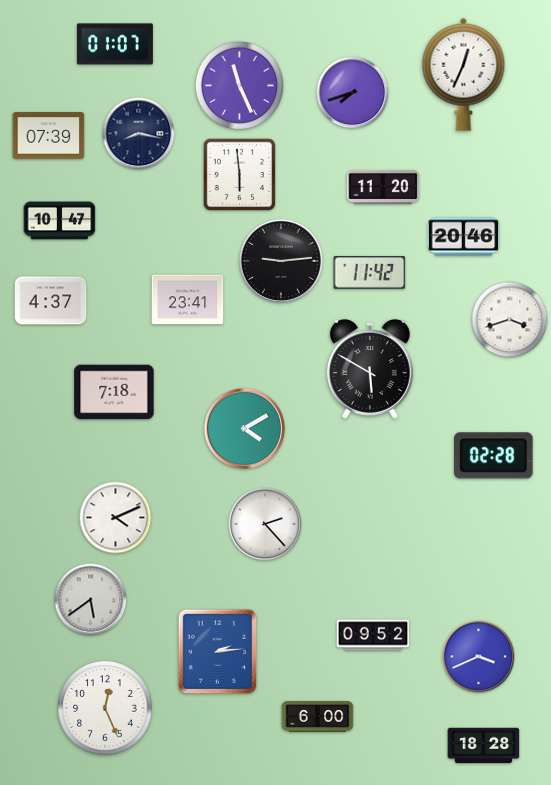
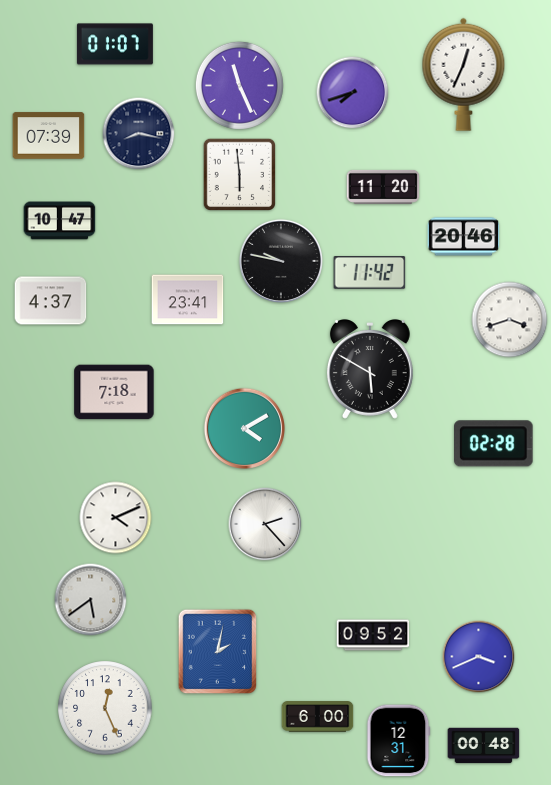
clock at (281, 261): 9:14 -> 9:47
clock at (494, 456) position: (494, 456) -> (494, 444)
clock at (218, 652): 2:14 -> 2:02
clock at (399, 741): none -> 12:31
clock at (484, 746): 18:28 -> 00:48
